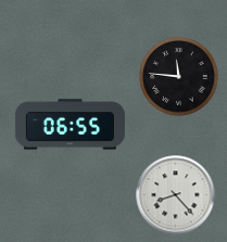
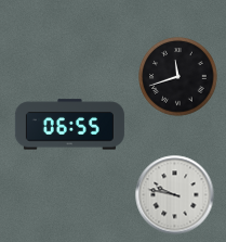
clock at (179, 77): 11:46 -> 11:42
clock at (176, 195): 8:23 -> 9:47
